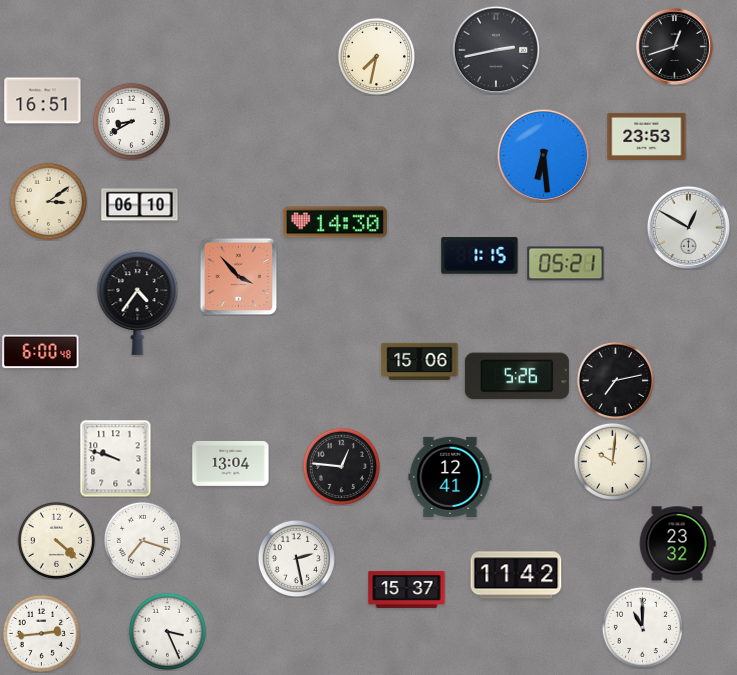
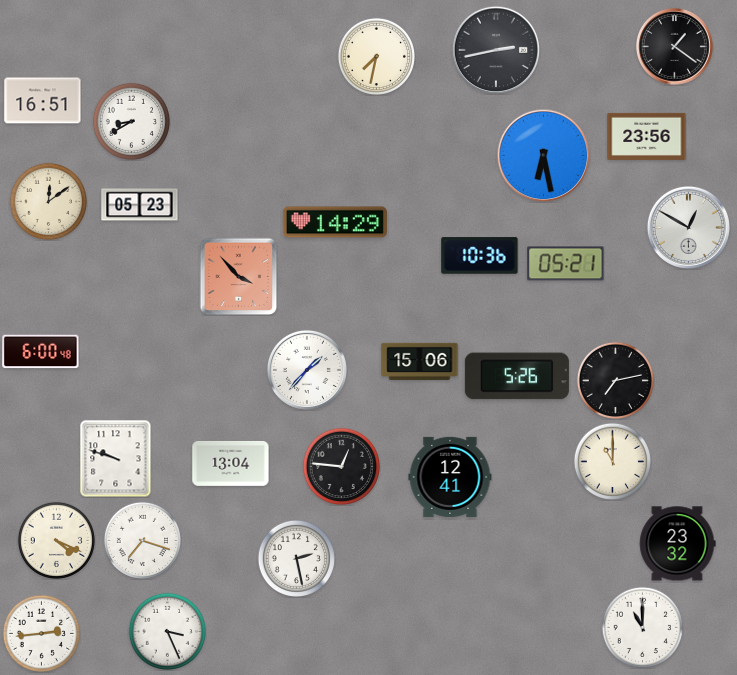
clock at (675, 47): 12:42 -> 1:21
clock at (647, 136): 23:53 -> 23:56
clock at (543, 155): 6:29 -> 6:28
clock at (48, 201): 3:09 -> 12:09
clock at (140, 205): 06:10 -> 05:23
clock at (335, 222): 14:30 -> 14:29
clock at (480, 256): 1:15 -> 10:36
clock at (138, 302): 4:36 -> none
clock at (307, 370): none -> 1:37
clock at (612, 461): 10:01 -> 11:00
clock at (56, 540): 4:22 -> 4:19
clock at (516, 575): 11:42 -> none
clock at (407, 589): 15:37 -> none
